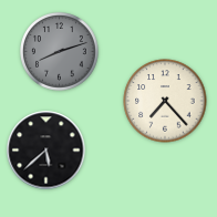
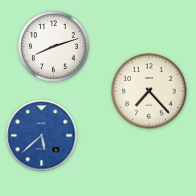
clock at (60, 52) dial: grey -> white
clock at (46, 151) dial: black -> blue
